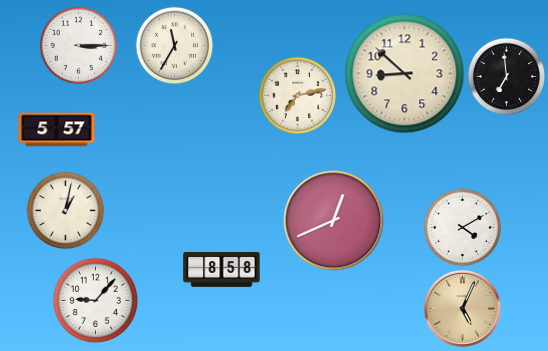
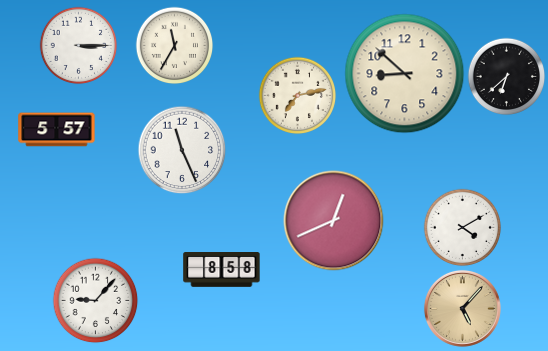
clock at (506, 76): 6:59 -> 6:38
clock at (182, 150): none -> 11:26
clock at (65, 210): 1:02 -> none
clock at (462, 308): 5:04 -> 5:07
